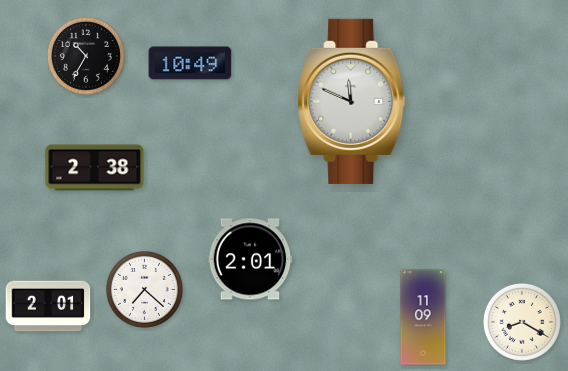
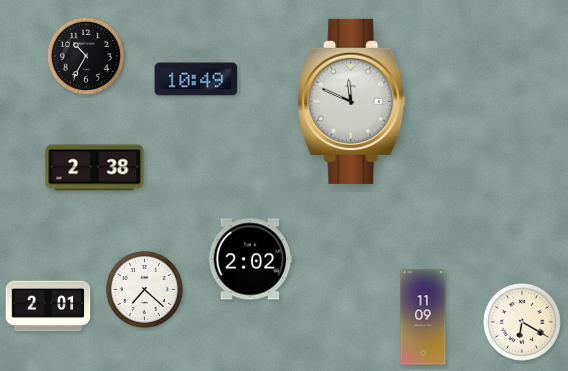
clock at (190, 63) position: (190, 63) -> (196, 79)
clock at (250, 259): 2:01 -> 2:02
clock at (522, 322): 8:20 -> 6:20
